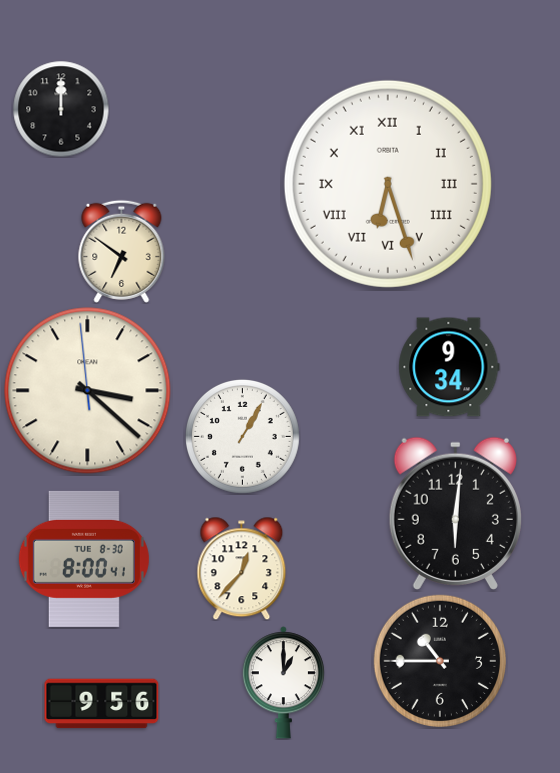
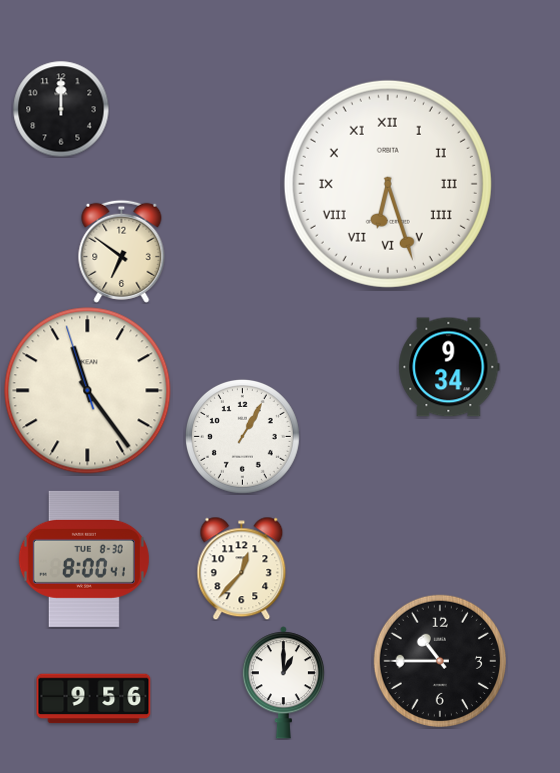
clock at (88, 391): 3:21 -> 11:23
clock at (455, 513): 6:01 -> none
clock at (102, 704) position: (102, 704) -> (94, 699)
